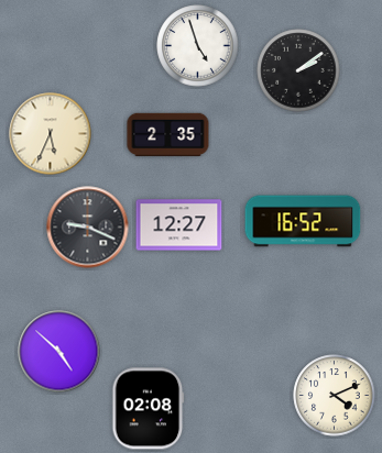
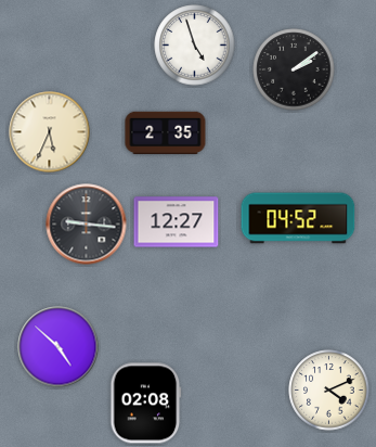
clock at (303, 221): 16:52 -> 04:52
clock at (88, 228): 9:19 -> 9:16
